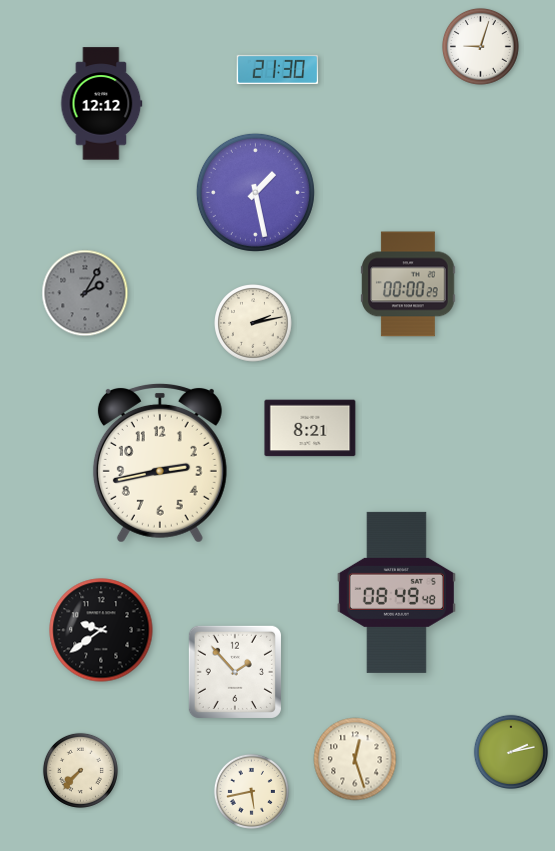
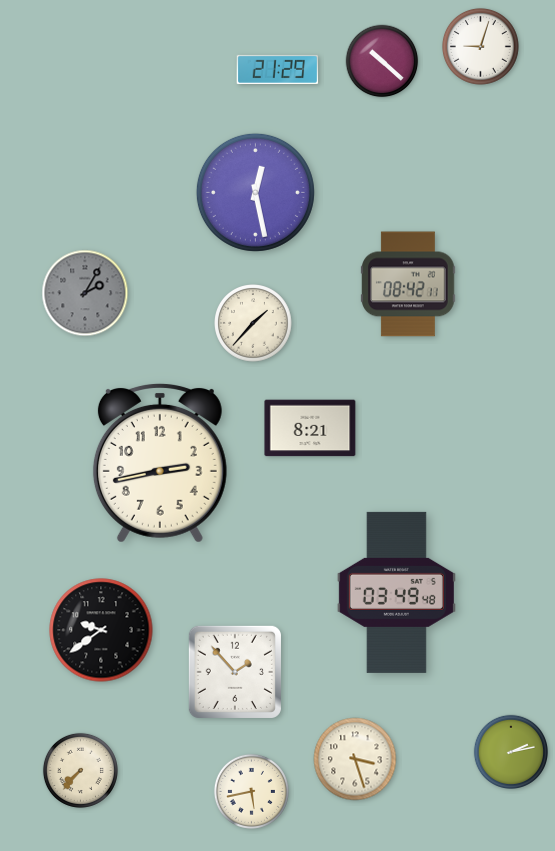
clock at (382, 61): none -> 10:22
clock at (278, 69): 21:30 -> 21:29
clock at (102, 104): 12:12 -> none
clock at (255, 192): 1:28 -> 12:28
clock at (408, 284): 00:00 -> 08:42
clock at (254, 324): 2:13 -> 1:37
clock at (396, 592): 08:49 -> 03:49
clock at (355, 759): 12:27 -> 3:27
